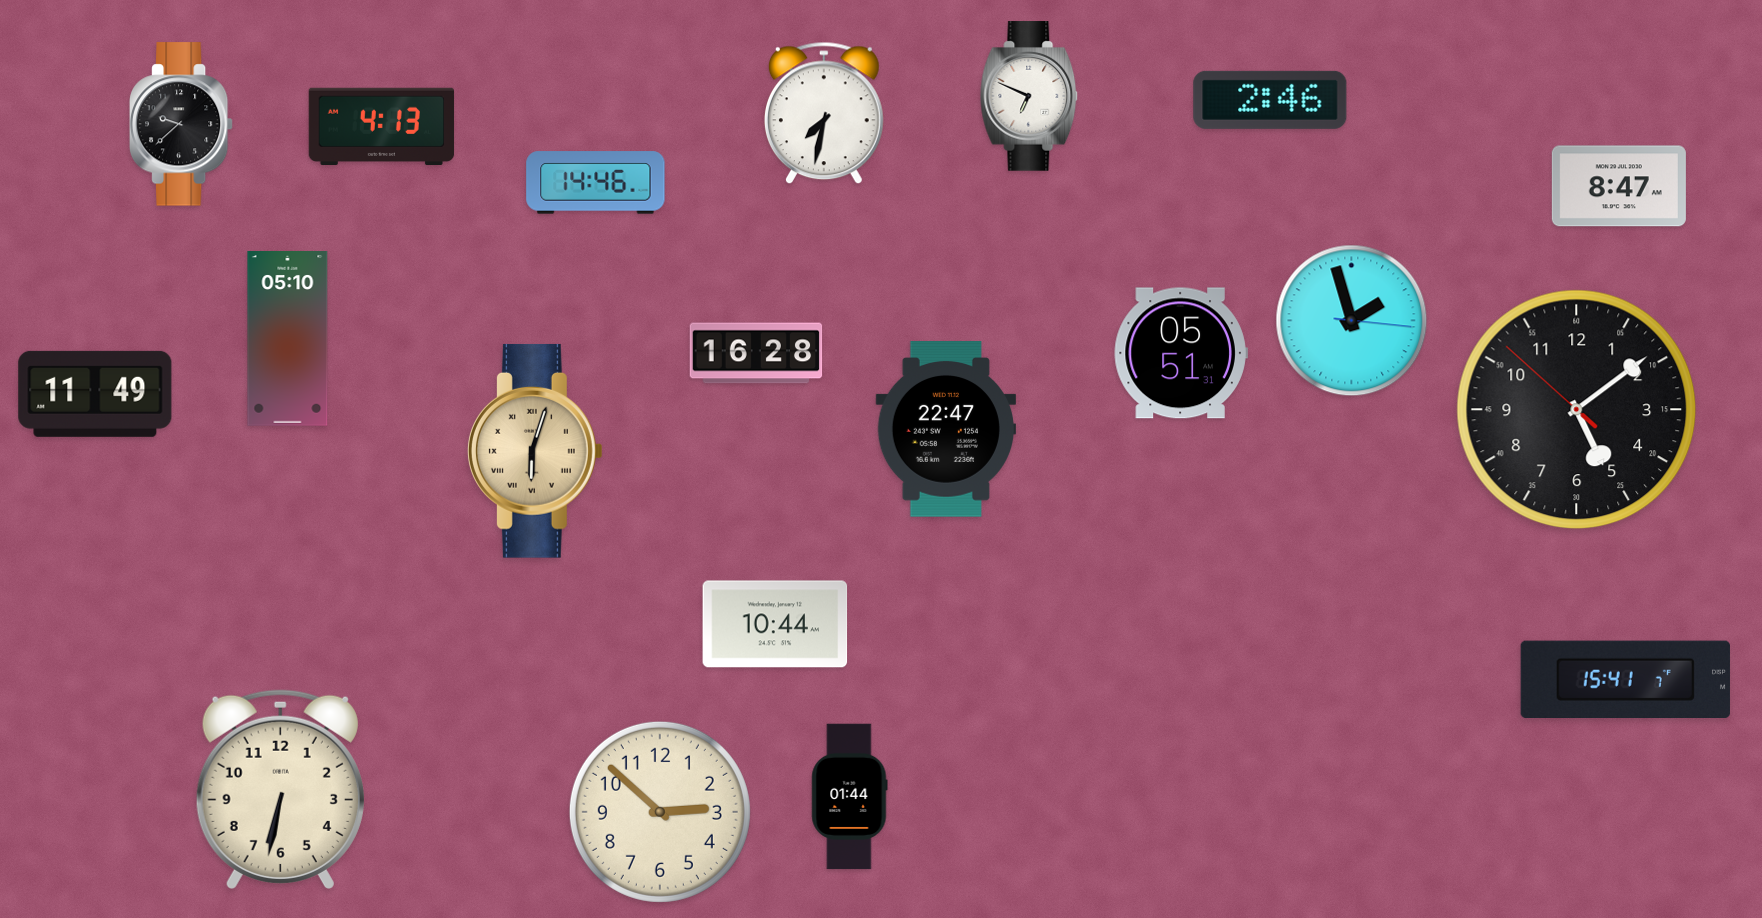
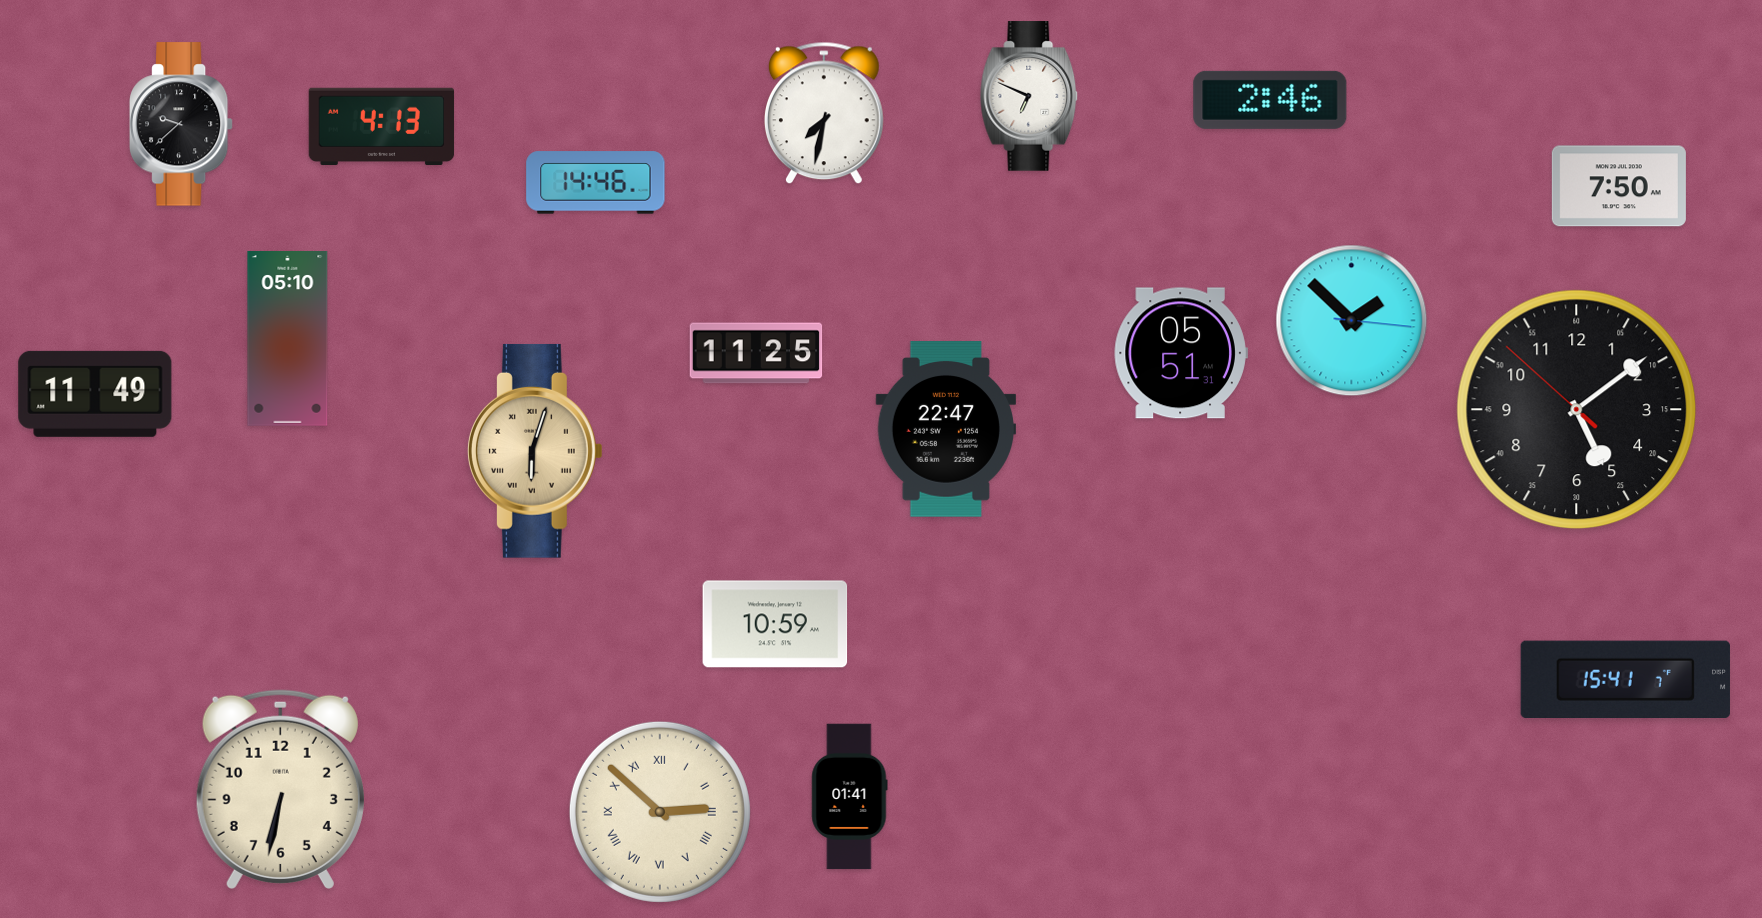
clock at (1619, 186): 8:47 -> 7:50
clock at (1352, 321): 1:57 -> 1:52
clock at (756, 353): 16:28 -> 11:25
clock at (775, 624): 10:44 -> 10:59
clock at (850, 797): 01:44 -> 01:41
clock at (660, 812) numerals: Arabic -> Roman
